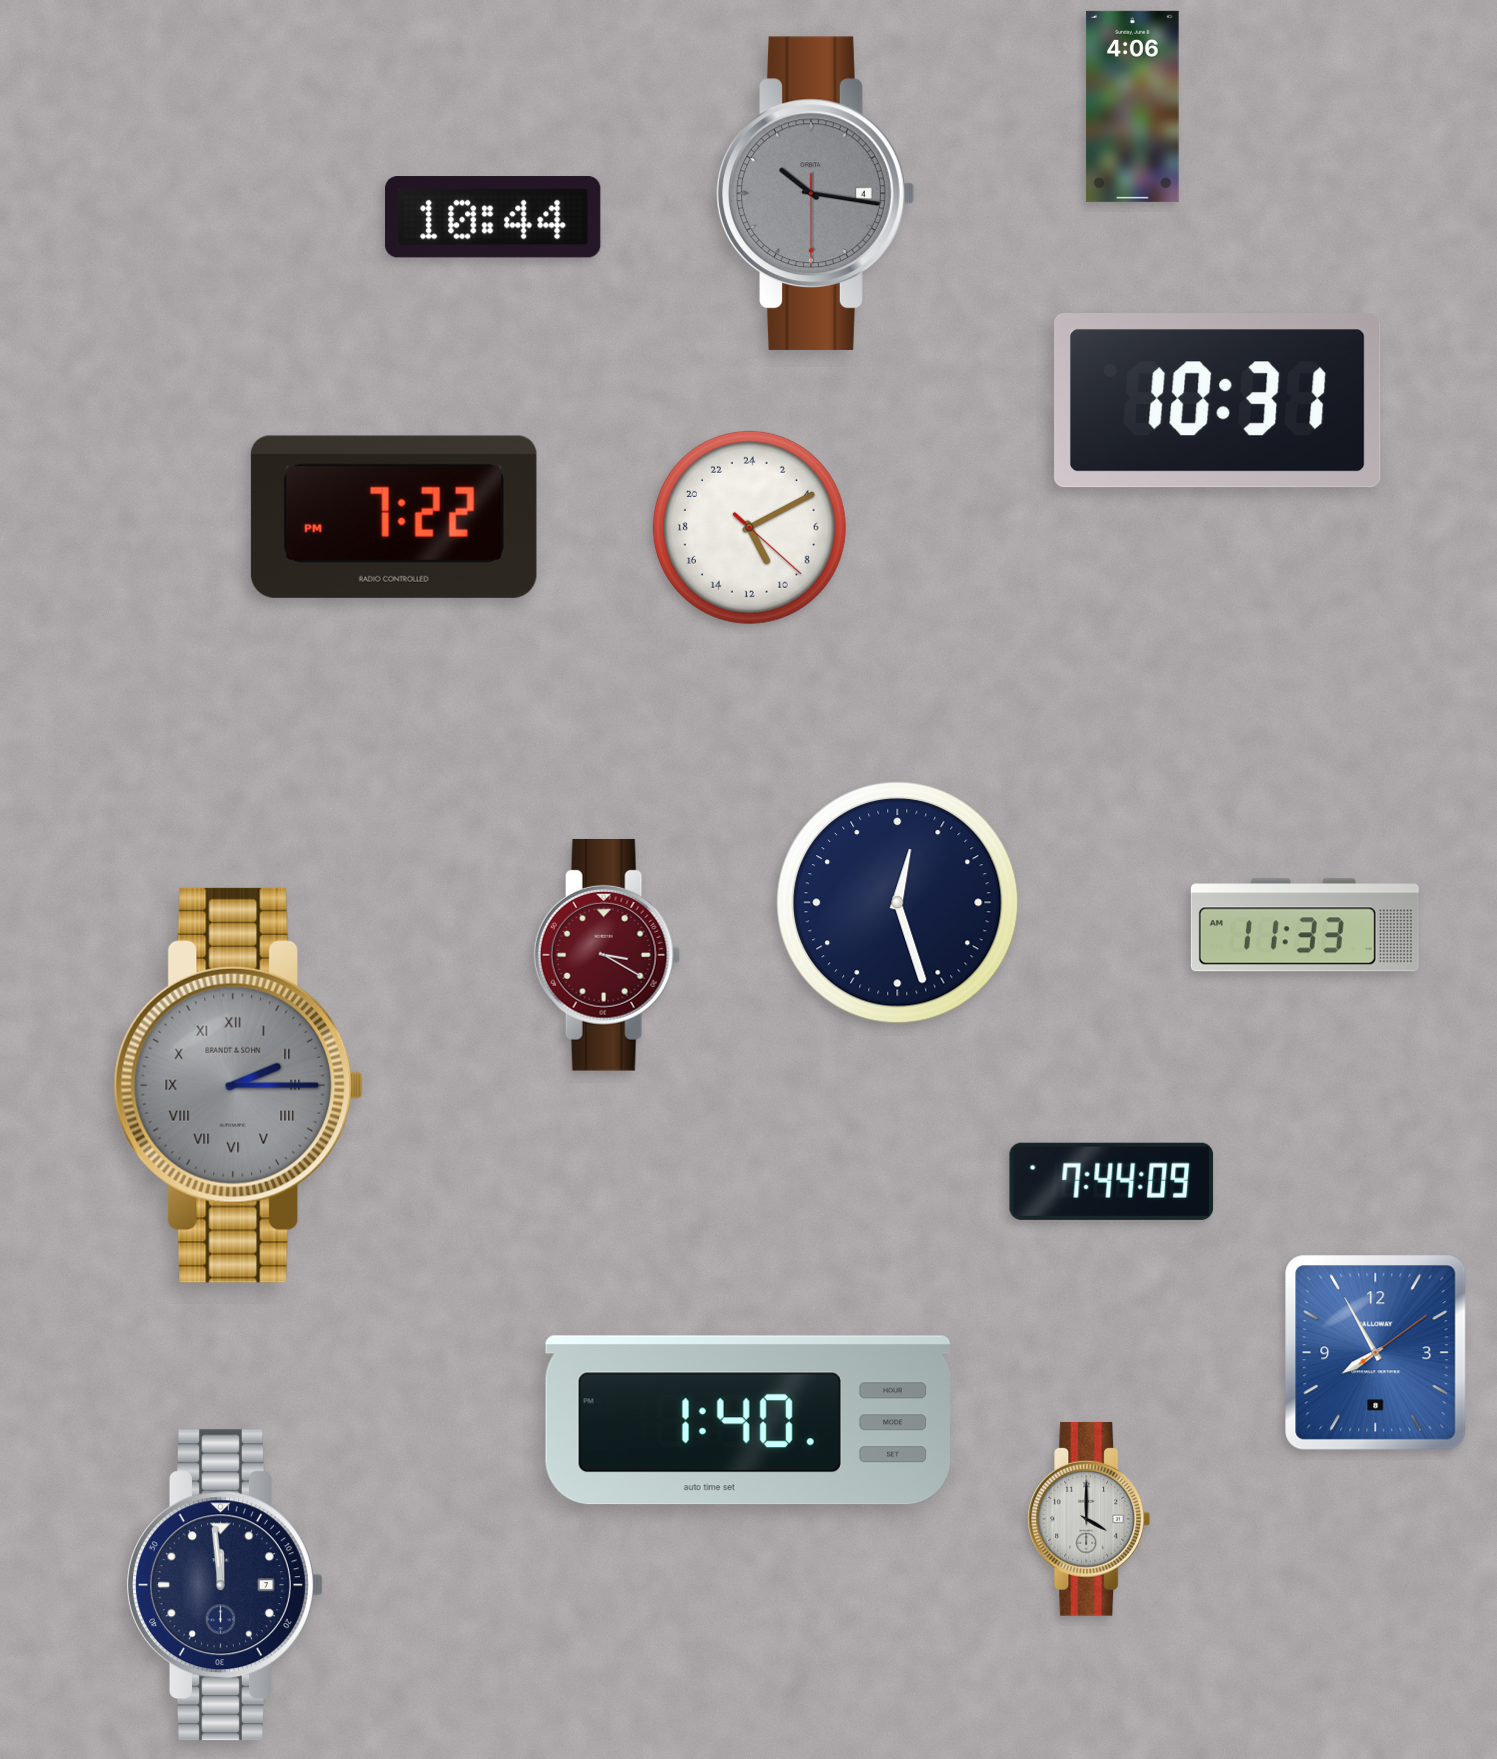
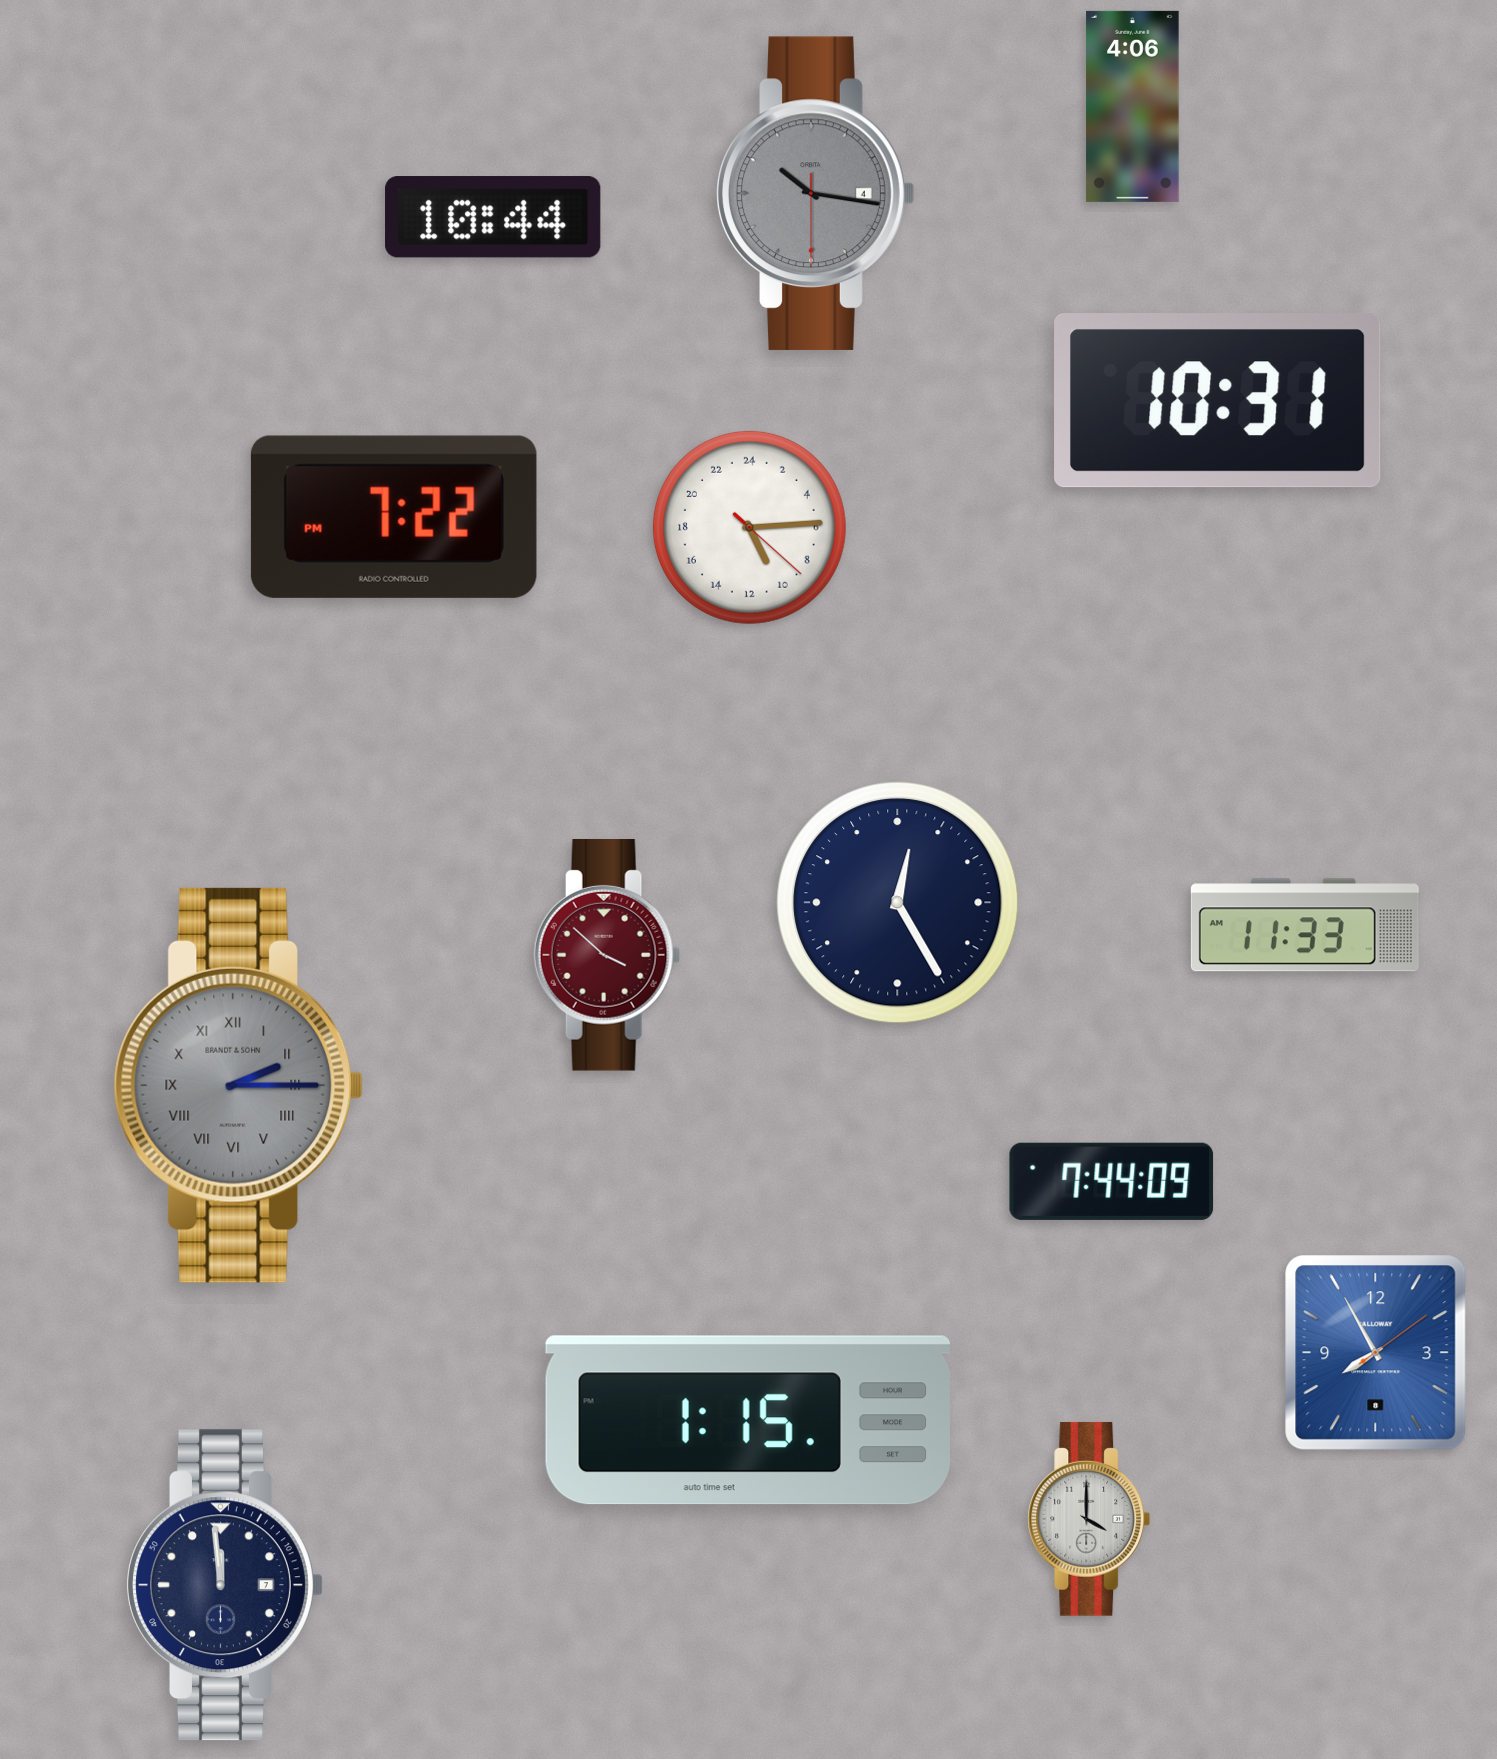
clock at (749, 527): 10:10 -> 10:14
clock at (898, 903): 12:27 -> 12:25
clock at (607, 956): 3:20 -> 3:52
clock at (748, 1420): 1:40 -> 1:15
